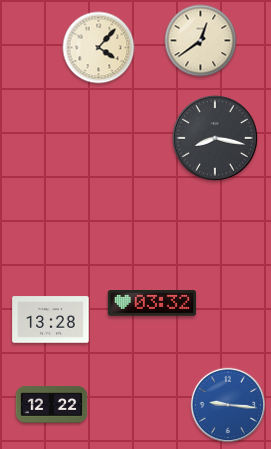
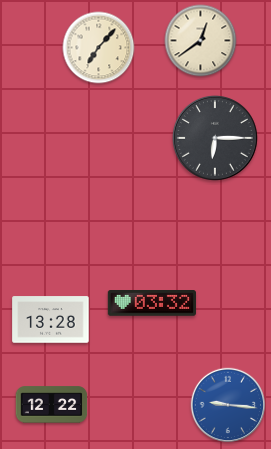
clock at (99, 48): 4:07 -> 7:07
clock at (216, 139): 8:17 -> 6:15
